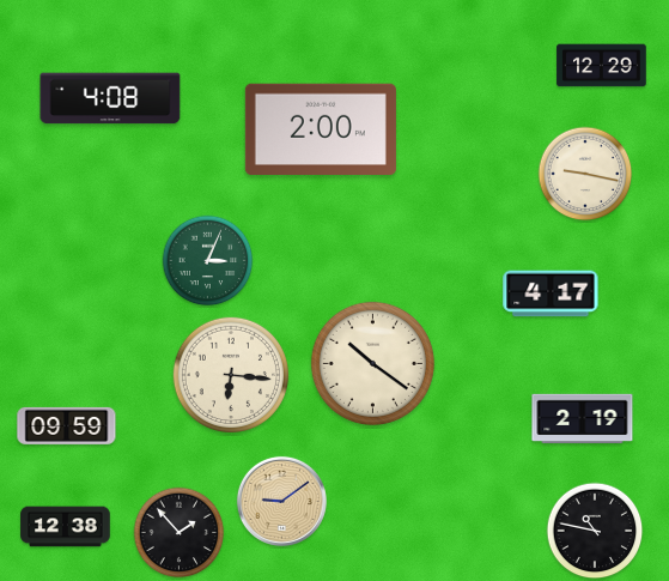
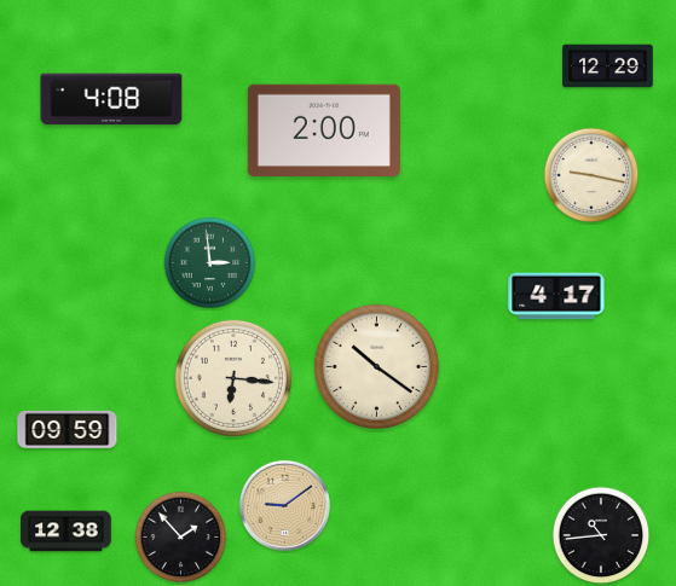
clock at (208, 261): 3:04 -> 2:59
clock at (583, 419): 2:19 -> none
clock at (595, 531): 10:47 -> 10:44
